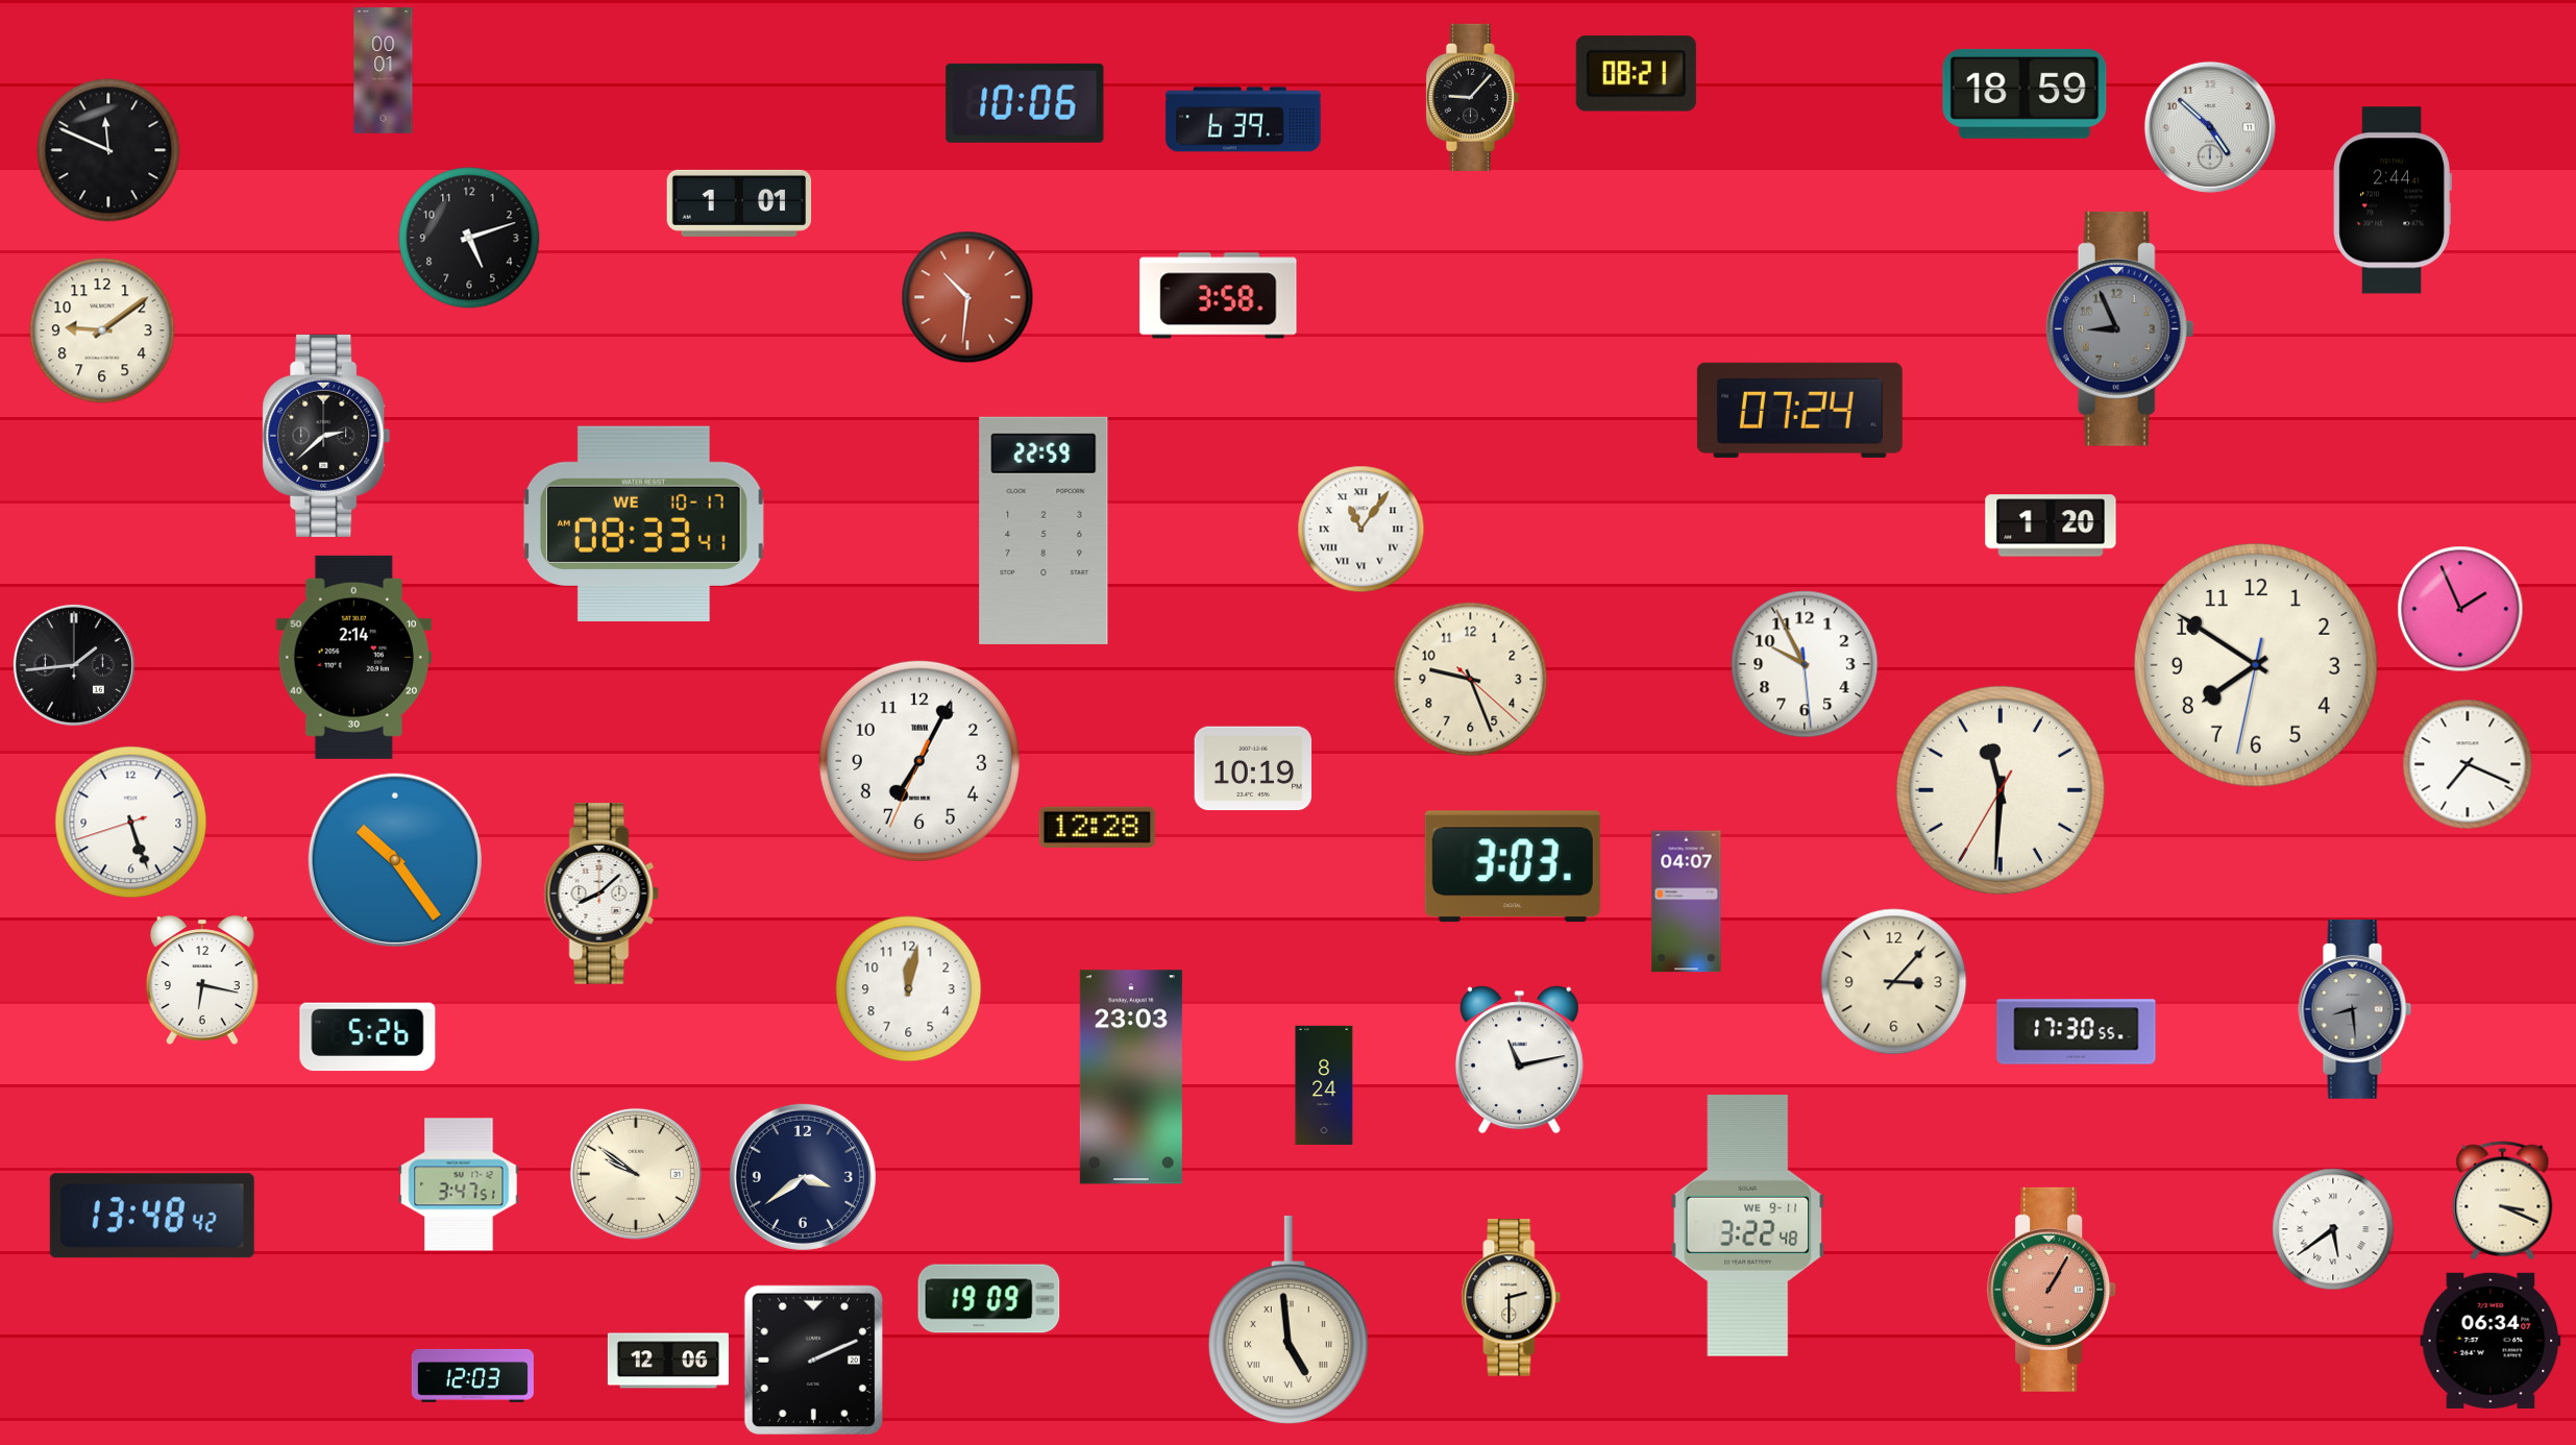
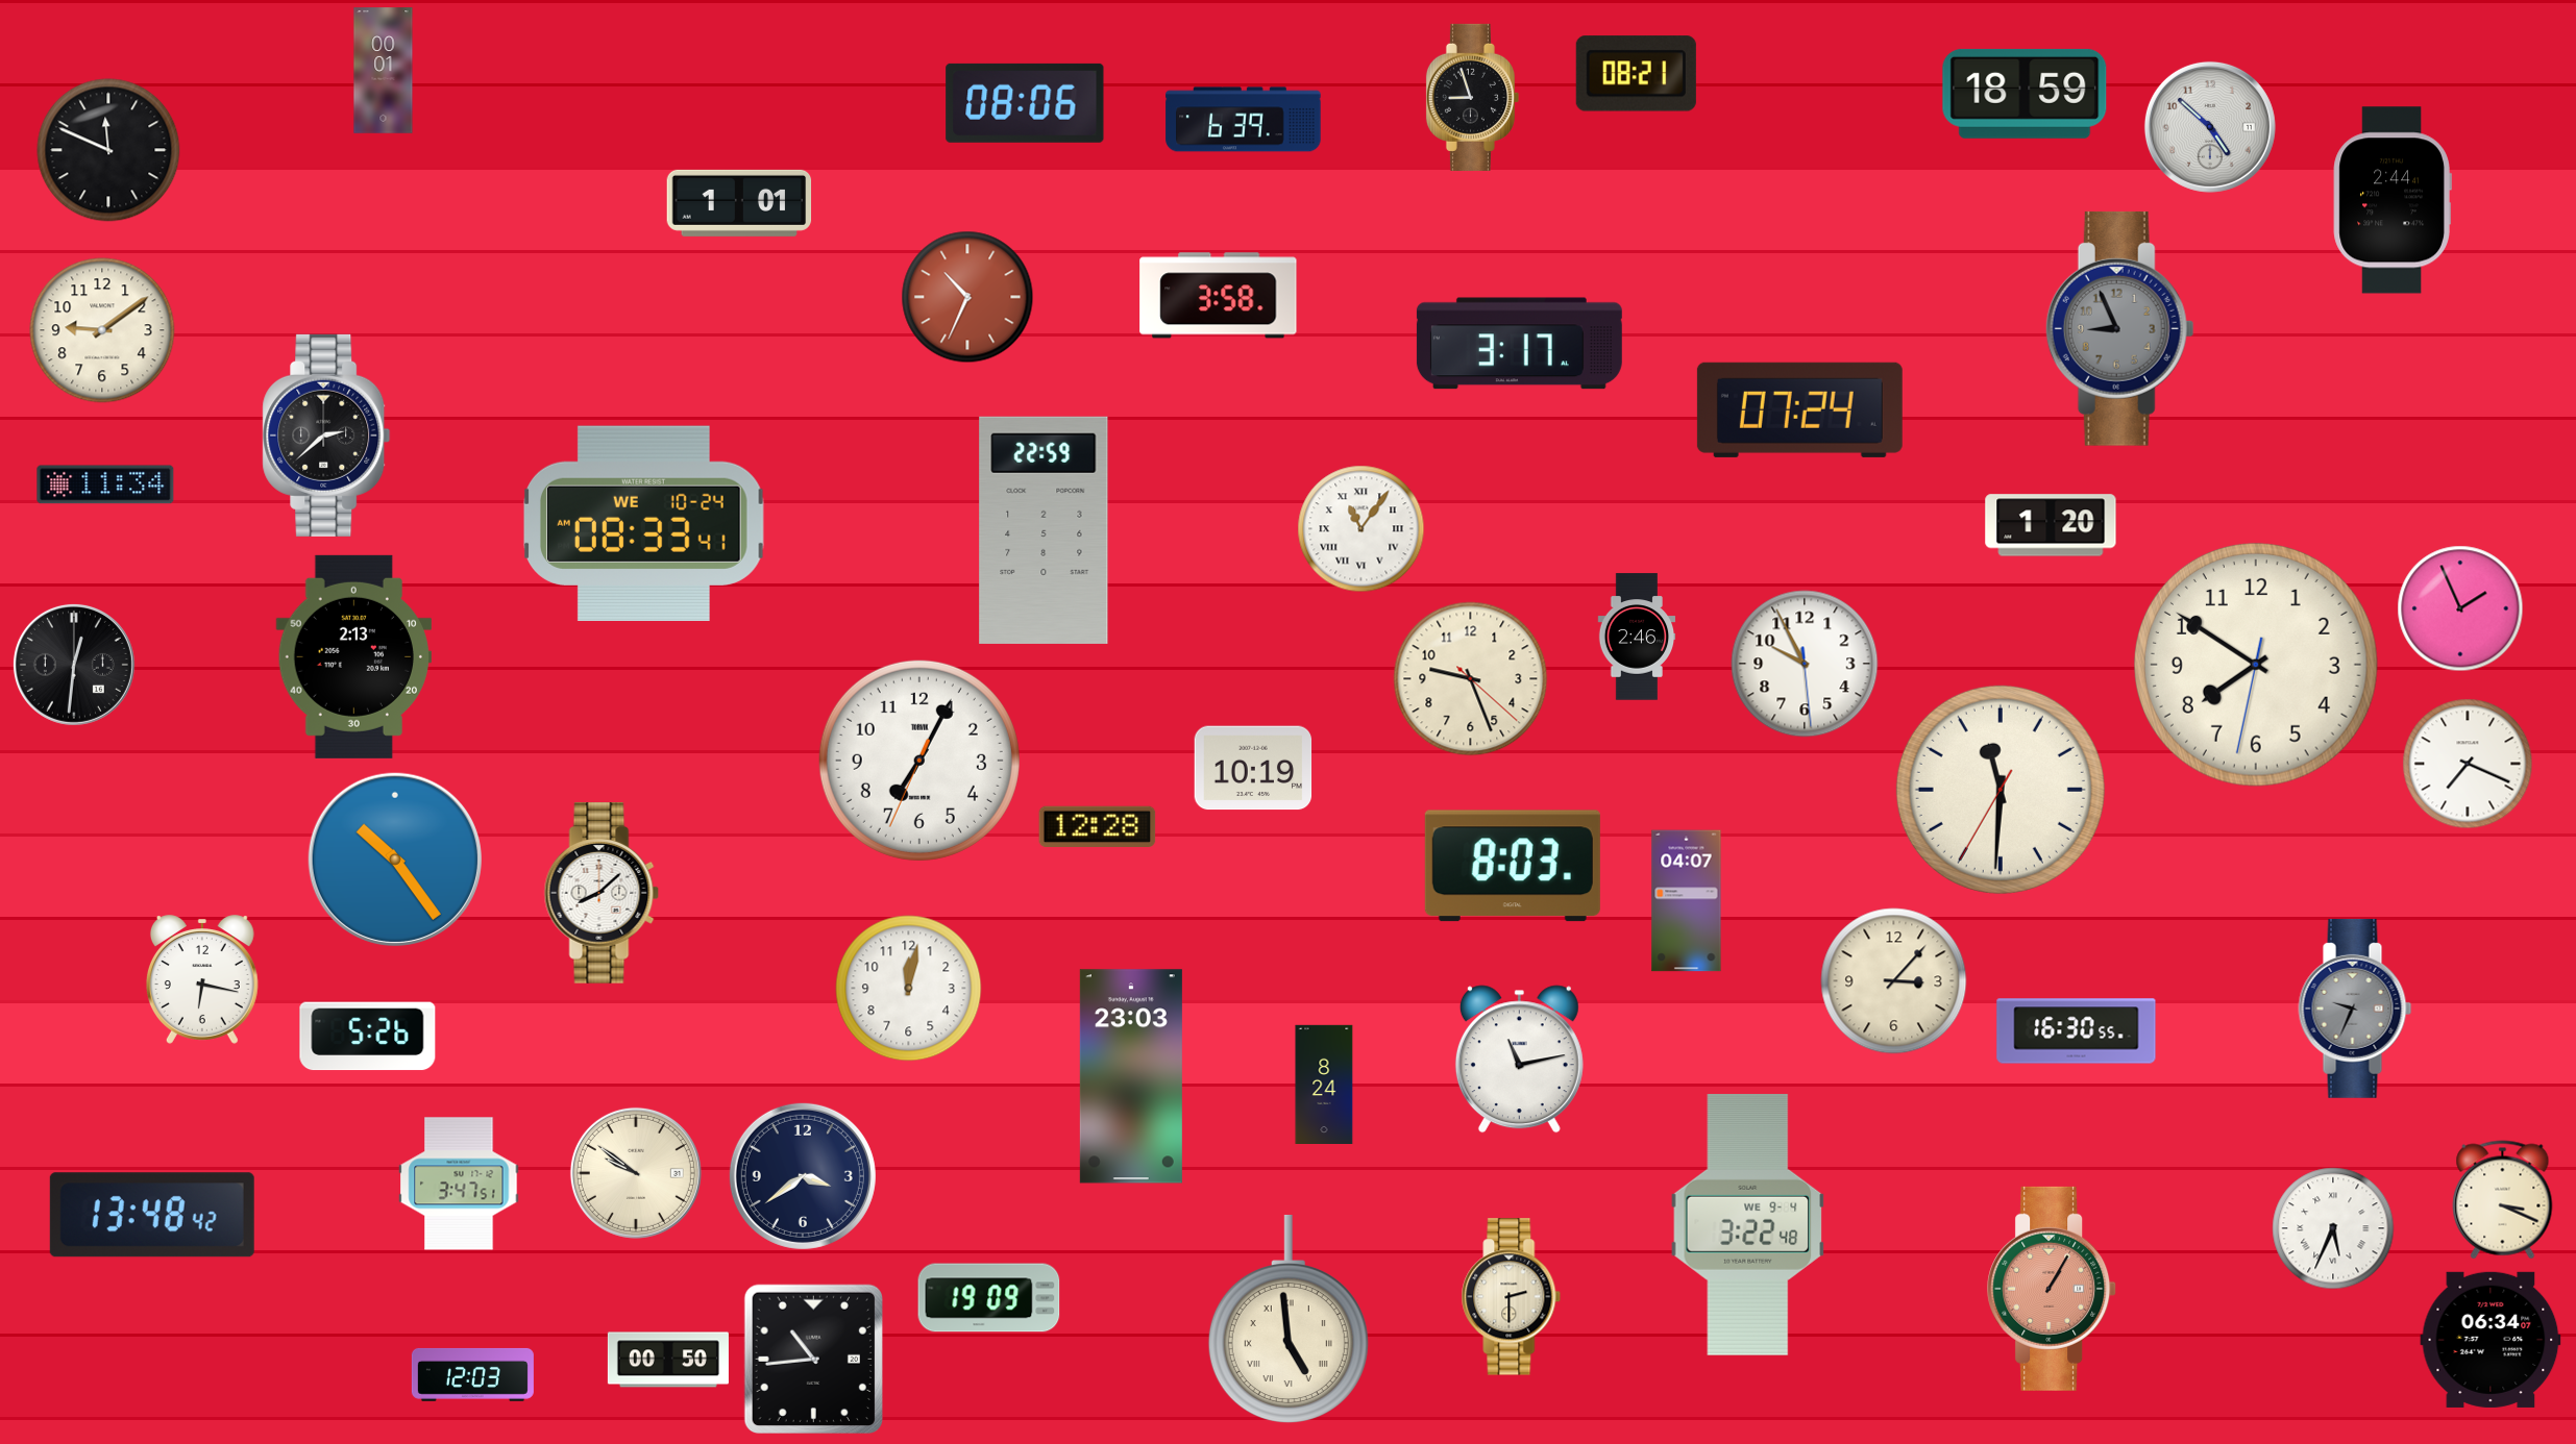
clock at (1472, 97): 9:07 -> 8:57
clock at (1025, 103): 10:06 -> 08:06
clock at (469, 238): 5:12 -> none
clock at (967, 297): 10:31 -> 10:34
clock at (1519, 344): none -> 3:17
clock at (105, 484): none -> 11:34
clock at (643, 523) date: WE 10-17 -> WE 10-24
clock at (1637, 637): none -> 2:46
clock at (353, 657): 2:14 -> 2:13
clock at (74, 665): 1:44 -> 12:31
clock at (131, 823): 5:26 -> none
clock at (1513, 866): 3:03 -> 8:03
clock at (2355, 1009): 8:29 -> 9:34
clock at (2077, 1032): 17:30 -> 16:30
clock at (1748, 1225) date: WE 9-11 -> WE 9-4
clock at (2333, 1229): 5:39 -> 5:34
clock at (813, 1360): 2:11 -> 10:44
clock at (668, 1361): 12:06 -> 00:50
